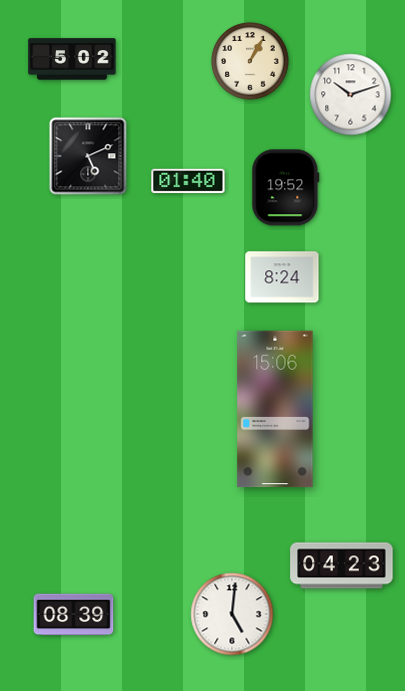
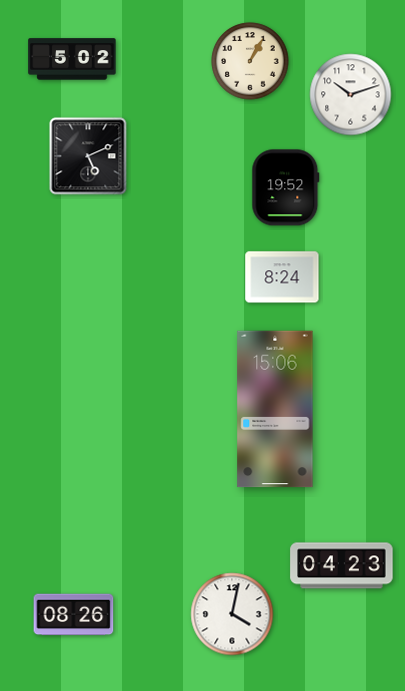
clock at (188, 181): 01:40 -> none
clock at (232, 614): 5:01 -> 4:02
clock at (74, 615): 08:39 -> 08:26
